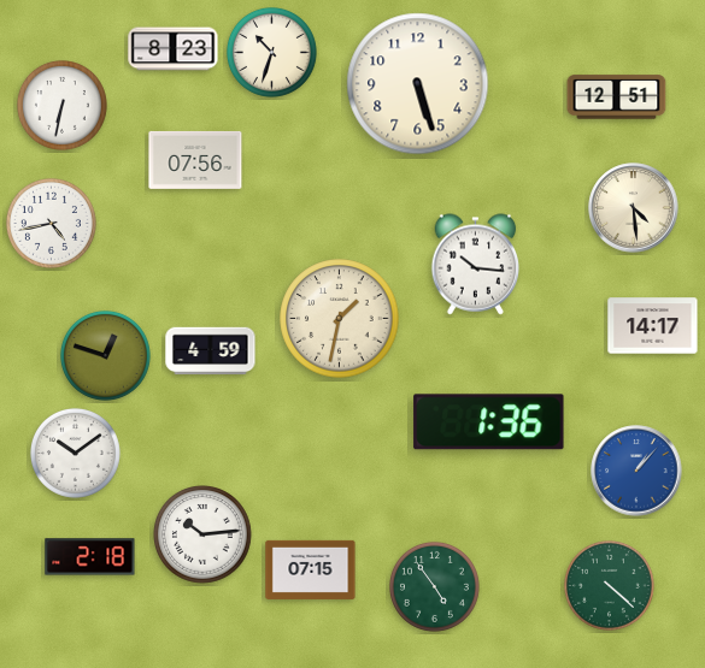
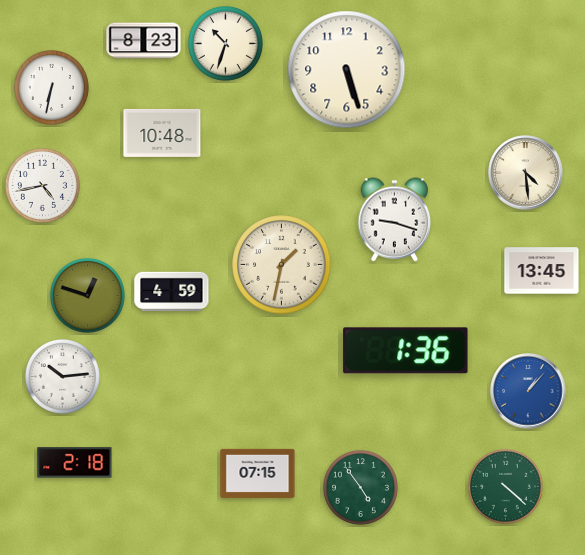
clock at (617, 97): 12:51 -> none
clock at (195, 160): 07:56 -> 10:48
clock at (476, 265): 10:16 -> 9:18
clock at (653, 326): 14:17 -> 13:45
clock at (211, 351) position: (211, 351) -> (172, 292)
clock at (75, 453): 10:09 -> 10:14
clock at (204, 536): 10:14 -> none
